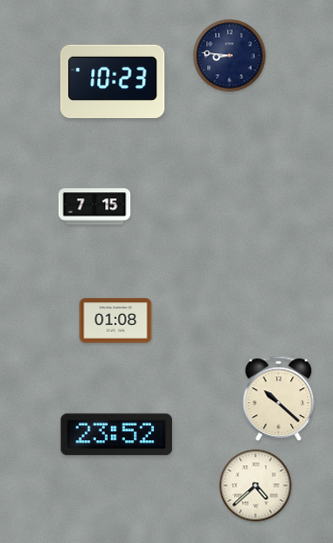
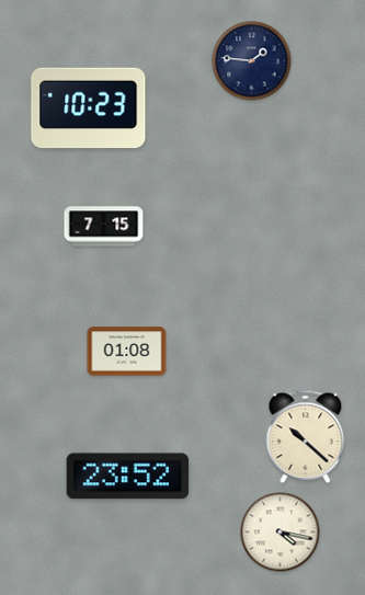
clock at (230, 56): 8:46 -> 1:46
clock at (113, 82) position: (113, 82) -> (89, 108)
clock at (256, 486): 4:38 -> 4:17
